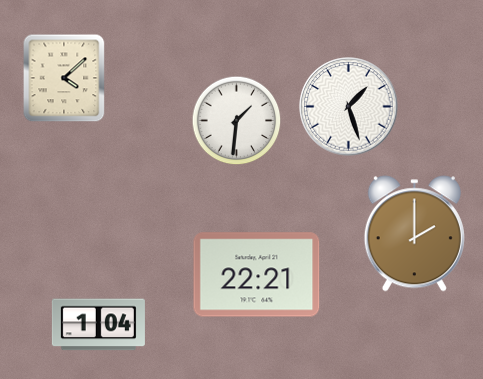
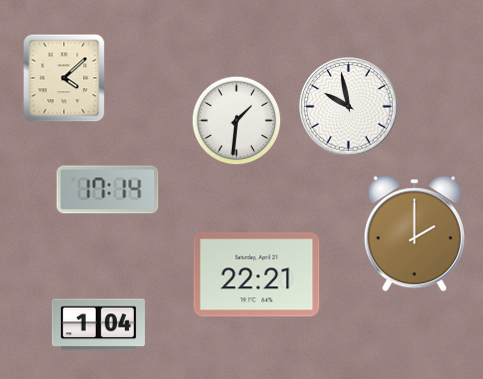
clock at (349, 107): 1:27 -> 9:58
clock at (108, 190): none -> 17:14
